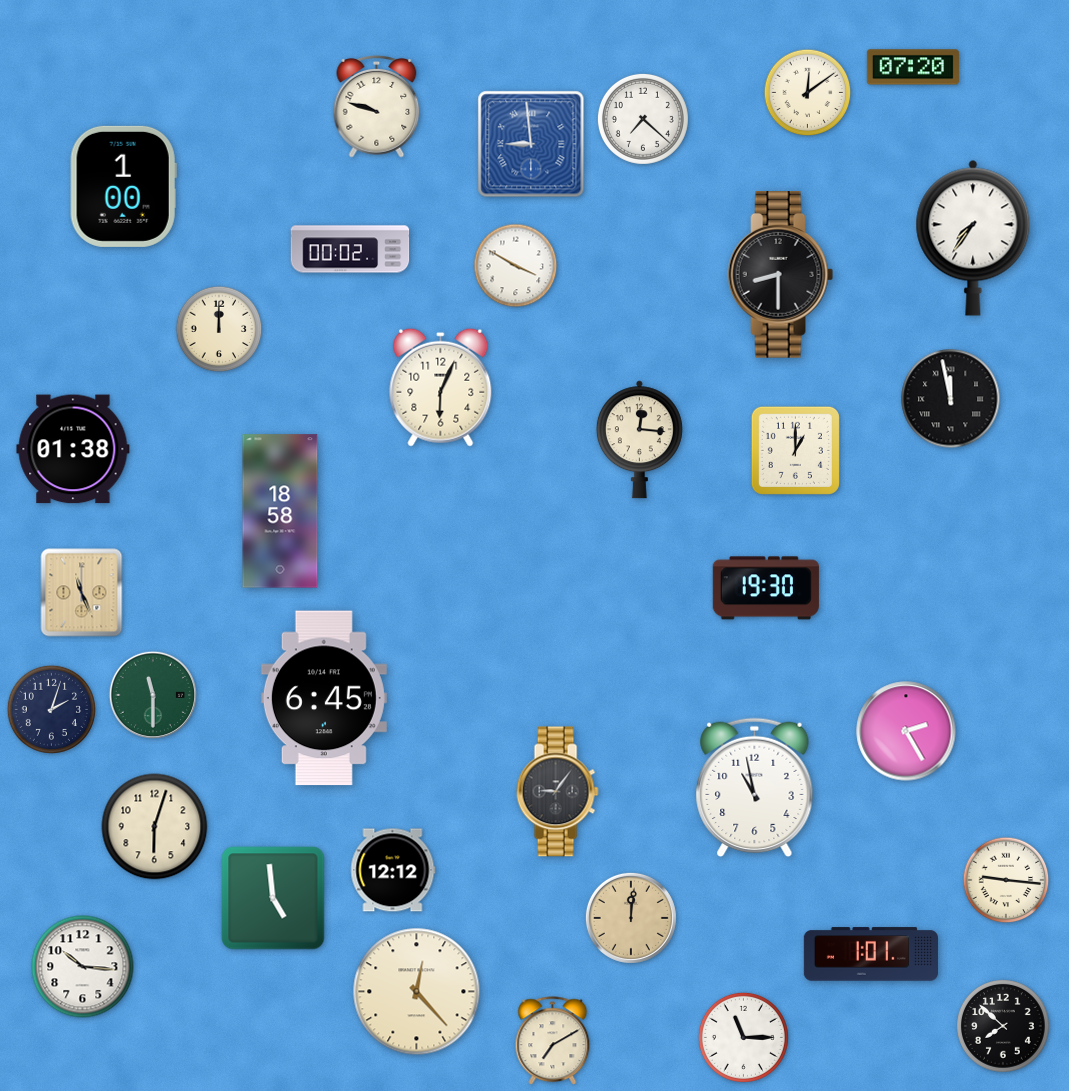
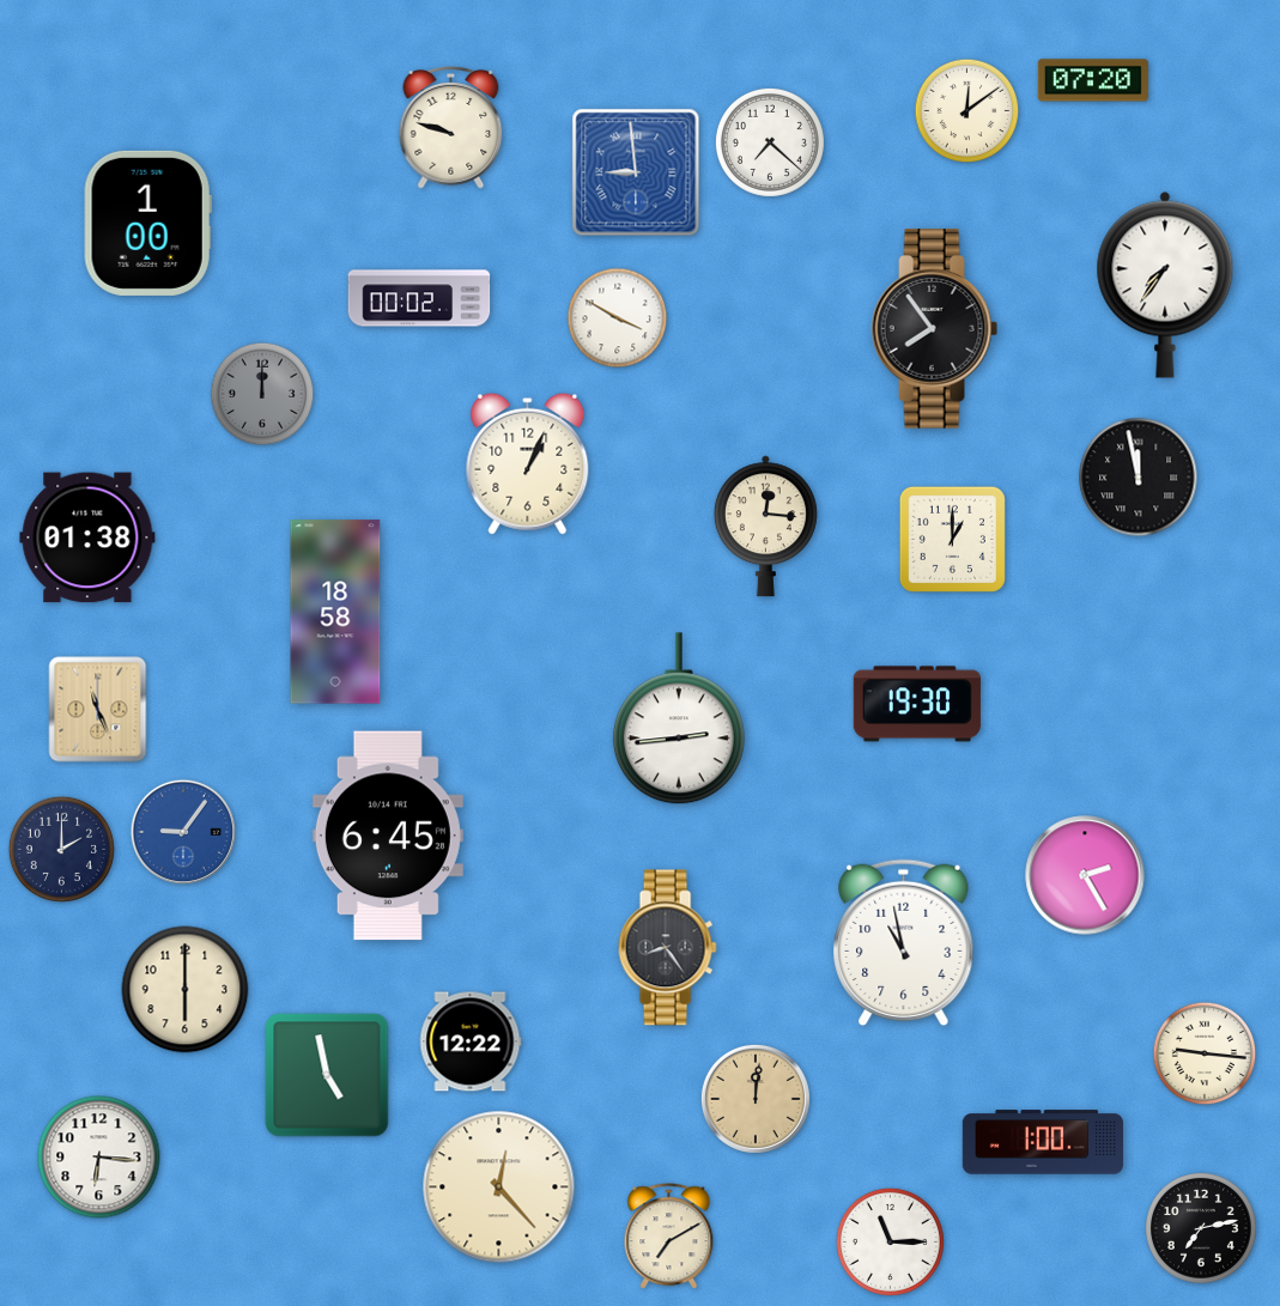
clock at (781, 275): 8:30 -> 7:54
clock at (219, 329) dial: cream -> grey
clock at (441, 387): 6:04 -> 1:04
clock at (679, 719): none -> 2:44
clock at (152, 694): 11:30 -> 9:06
clock at (152, 694) dial: green -> blue
clock at (51, 709): 2:03 -> 2:00
clock at (557, 792): 9:06 -> 8:24
clock at (155, 827): 6:03 -> 6:00
clock at (393, 870): 12:12 -> 12:22
clock at (273, 898): 4:59 -> 4:58
clock at (871, 954): 1:01 -> 1:00
clock at (83, 967): 10:16 -> 6:16
clock at (1004, 1027): 7:52 -> 7:13
clock at (553, 1041) position: (553, 1041) -> (669, 1237)
